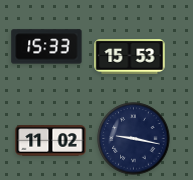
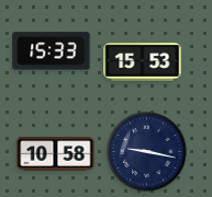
clock at (51, 141): 11:02 -> 10:58
